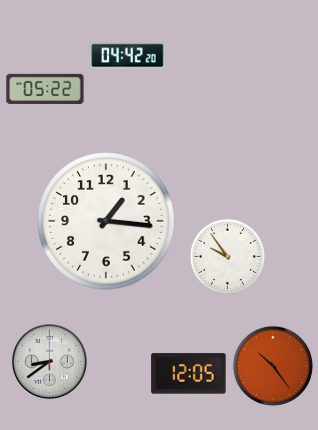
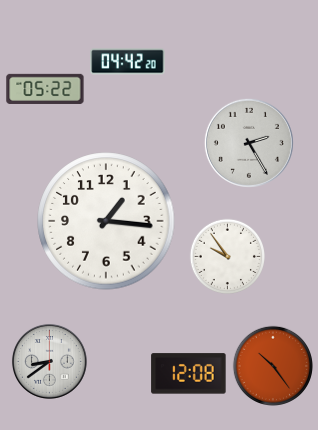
clock at (128, 56) position: (128, 56) -> (128, 62)
clock at (249, 143): none -> 2:25
clock at (189, 374): 12:05 -> 12:08
